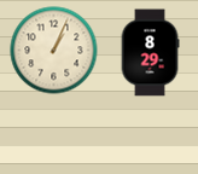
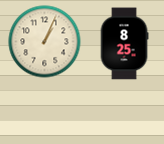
clock at (150, 53): 8:29 -> 8:25
